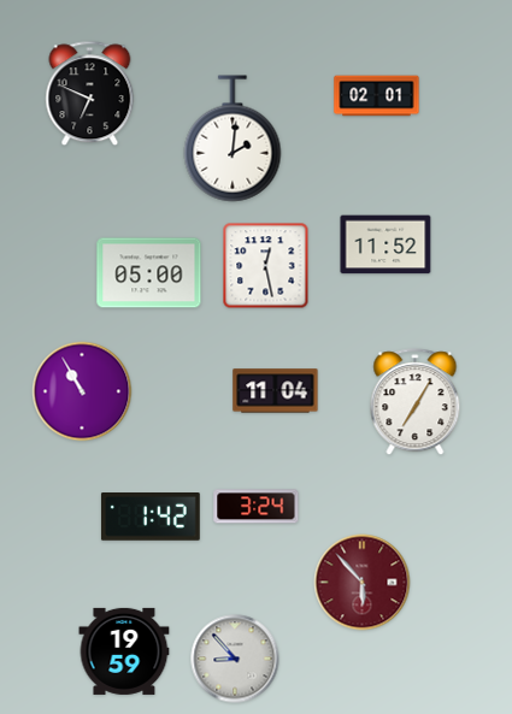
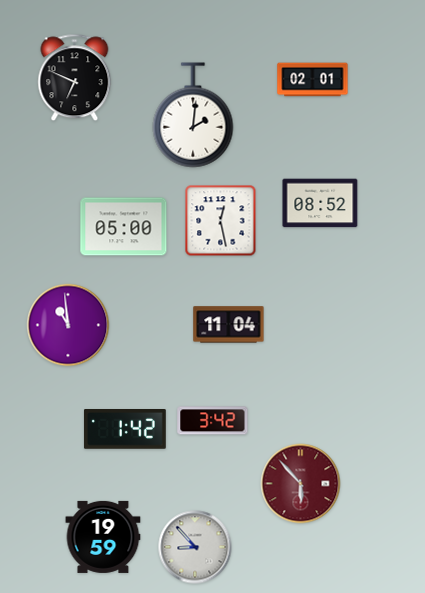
clock at (386, 244): 11:52 -> 08:52
clock at (82, 391): 10:55 -> 10:59
clock at (416, 402): 7:05 -> none
clock at (257, 507): 3:24 -> 3:42
clock at (124, 651) position: (124, 651) -> (103, 537)
